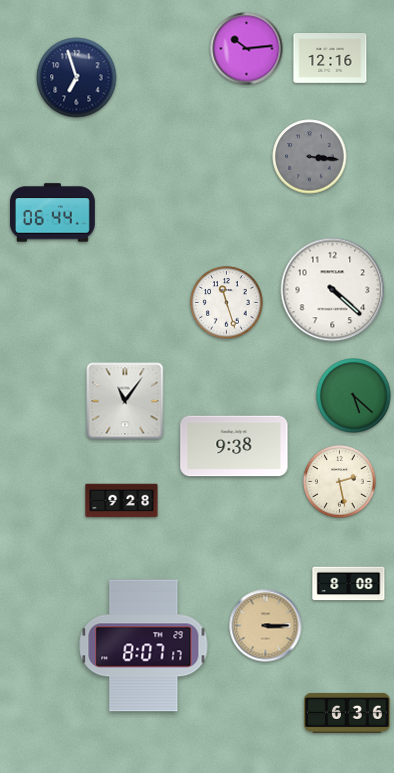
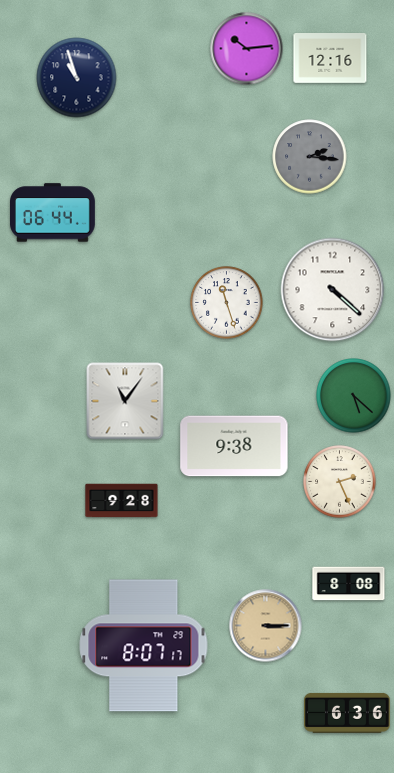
clock at (77, 78): 6:57 -> 10:57
clock at (310, 157): 3:16 -> 2:16
clock at (340, 482): 2:28 -> 2:26
